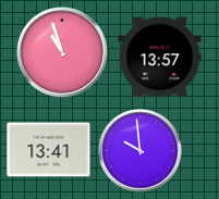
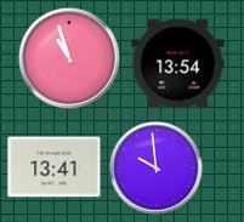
clock at (160, 58): 13:57 -> 13:54
